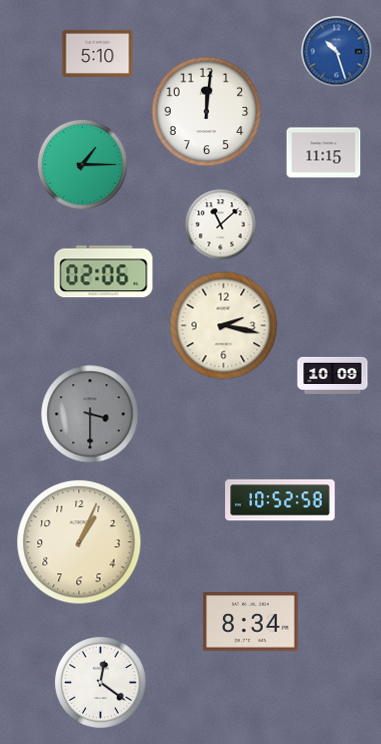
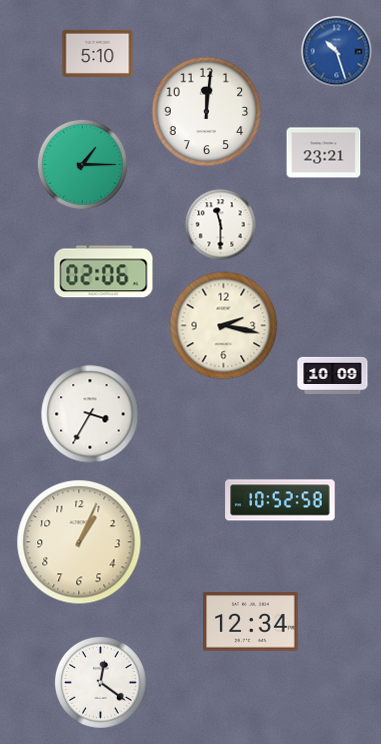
clock at (324, 153): 11:15 -> 23:21
clock at (221, 225): 11:08 -> 11:30
clock at (90, 414): 3:30 -> 3:35
clock at (90, 414) dial: grey -> white
clock at (251, 622): 8:34 -> 12:34
